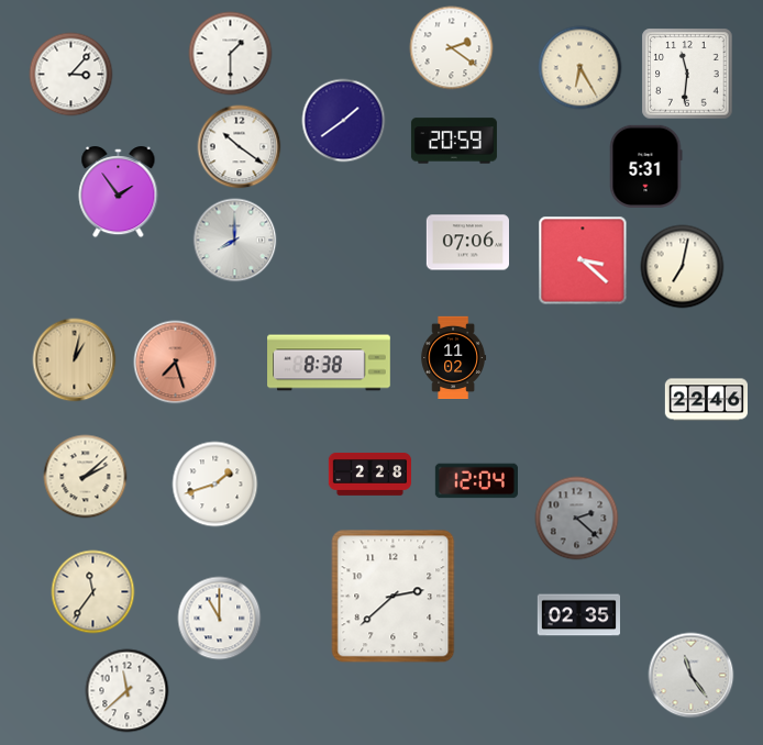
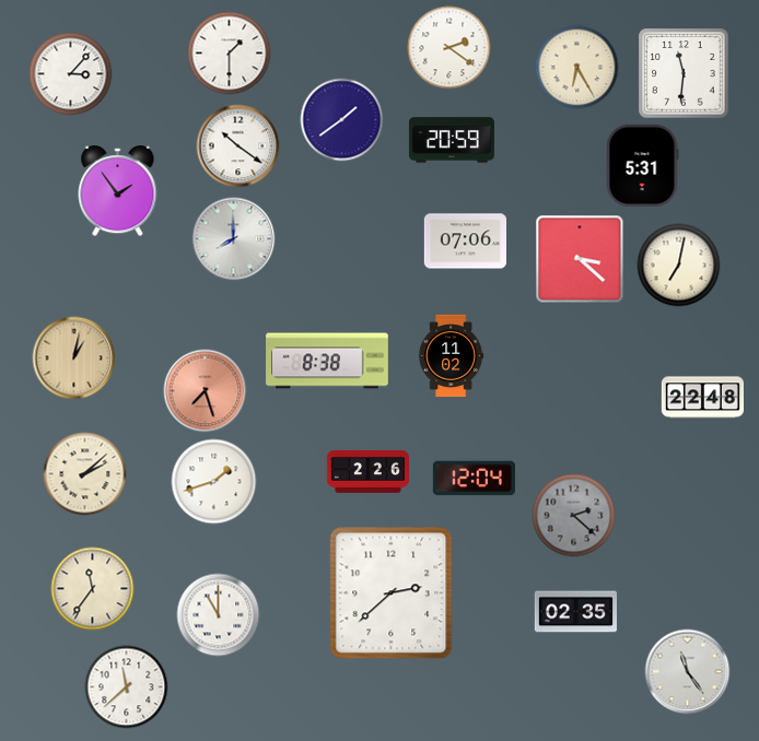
clock at (176, 363) position: (176, 363) -> (206, 391)
clock at (706, 400): 22:46 -> 22:48
clock at (369, 474): 2:28 -> 2:26
